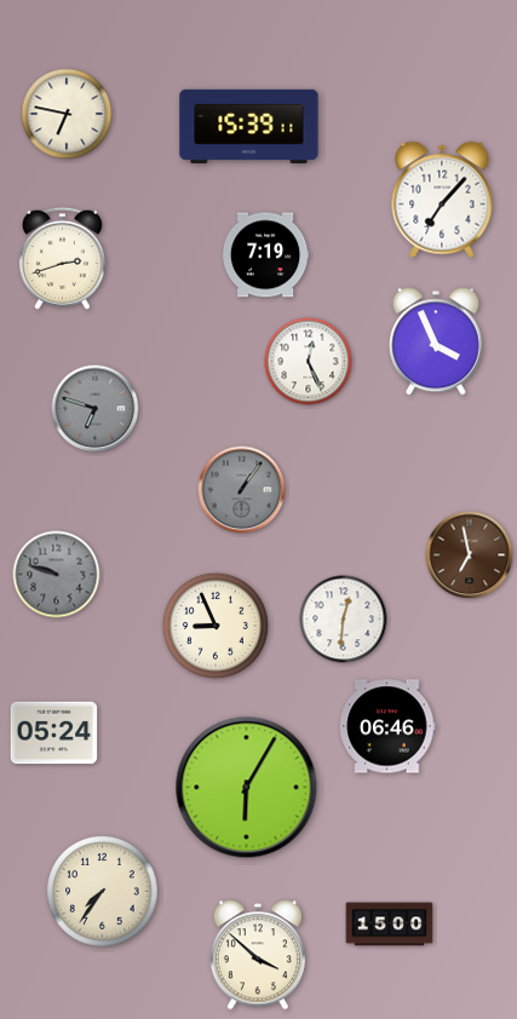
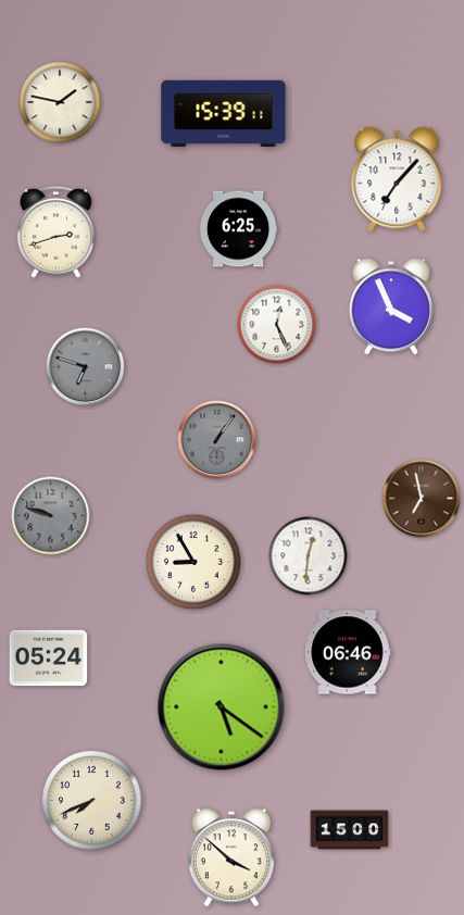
clock at (67, 114): 6:47 -> 1:47
clock at (265, 255): 7:19 -> 6:25
clock at (216, 626): 8:56 -> 8:55
clock at (247, 788): 6:05 -> 5:21
clock at (103, 892): 7:36 -> 7:41
